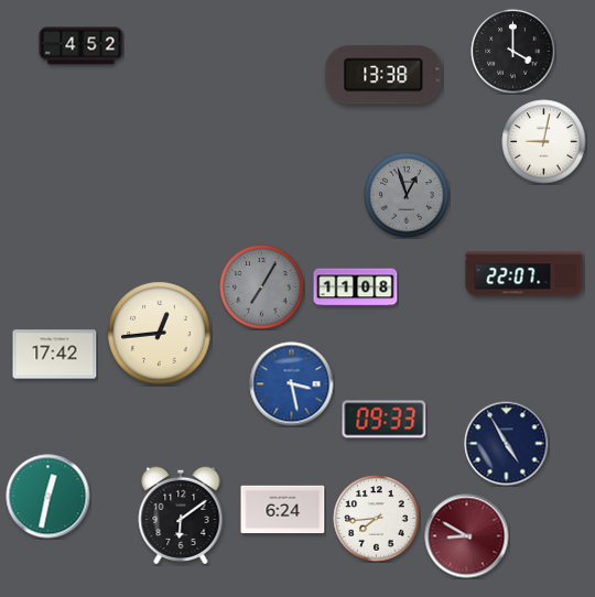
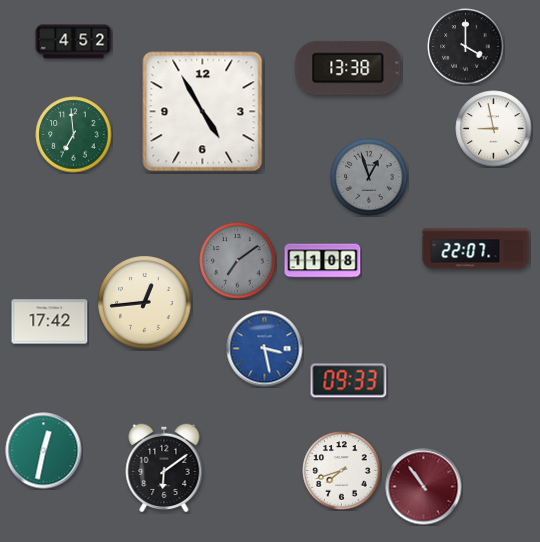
clock at (203, 112): none -> 4:55
clock at (544, 142): 9:02 -> 8:58
clock at (74, 135): none -> 6:59
clock at (262, 287): 7:05 -> 7:09
clock at (507, 444): 4:55 -> none
clock at (283, 510): 6:24 -> none
clock at (377, 519): 7:44 -> 7:42
clock at (467, 536): 8:50 -> 10:54
